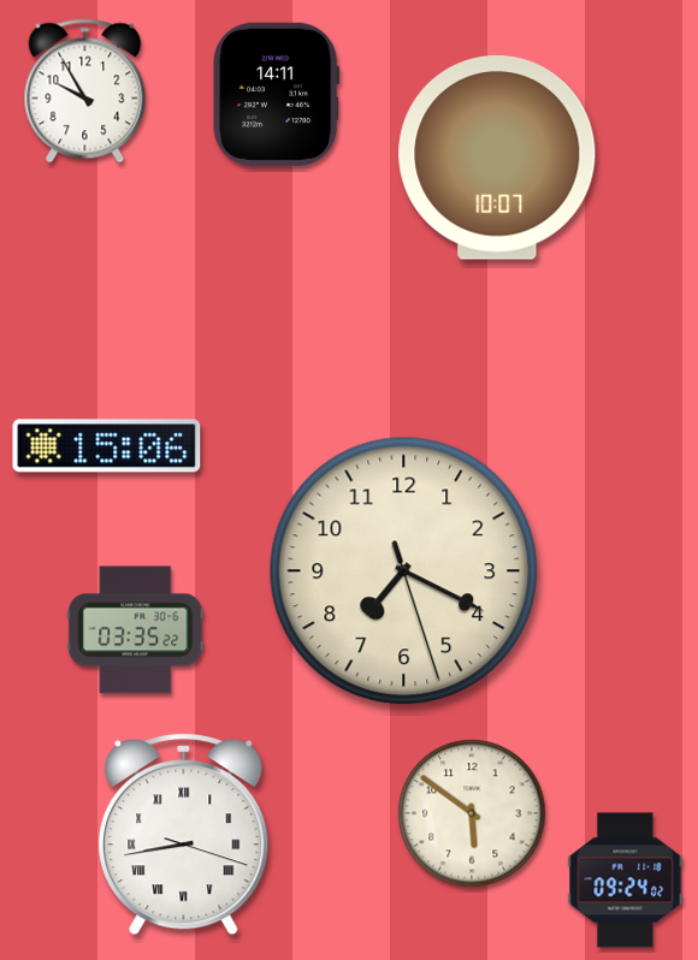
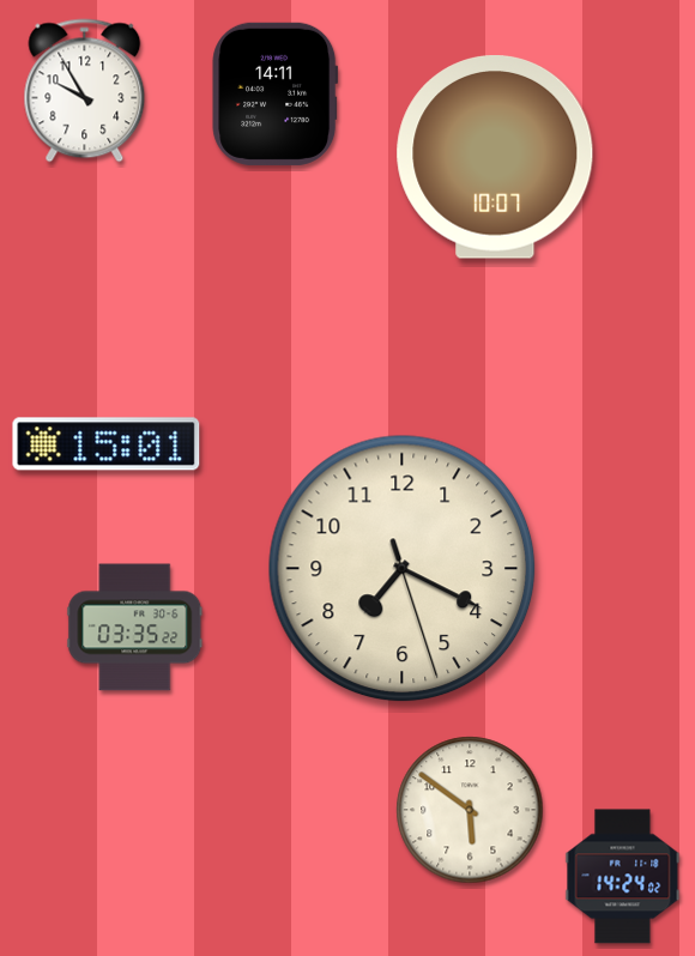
clock at (107, 446): 15:06 -> 15:01
clock at (184, 834): 8:43 -> none
clock at (626, 881): 09:24 -> 14:24
